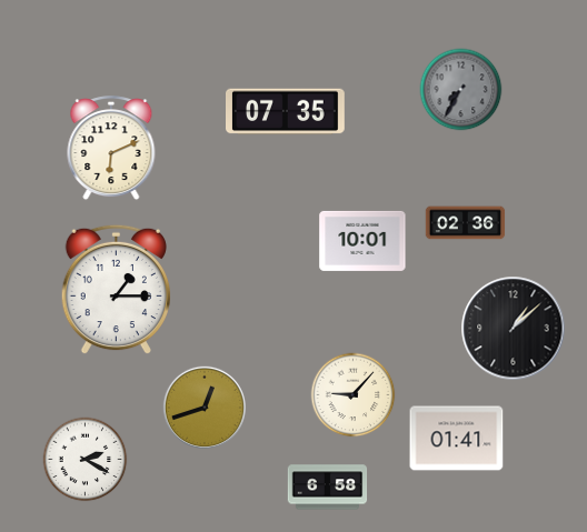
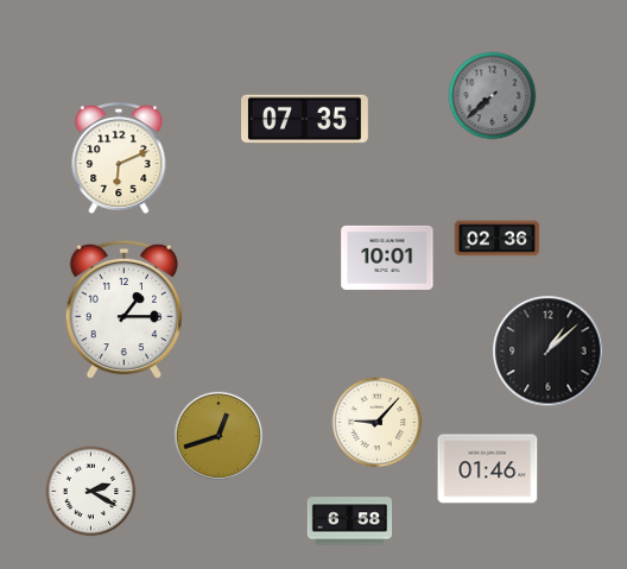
clock at (461, 90): 7:35 -> 7:38
clock at (457, 439): 01:41 -> 01:46
